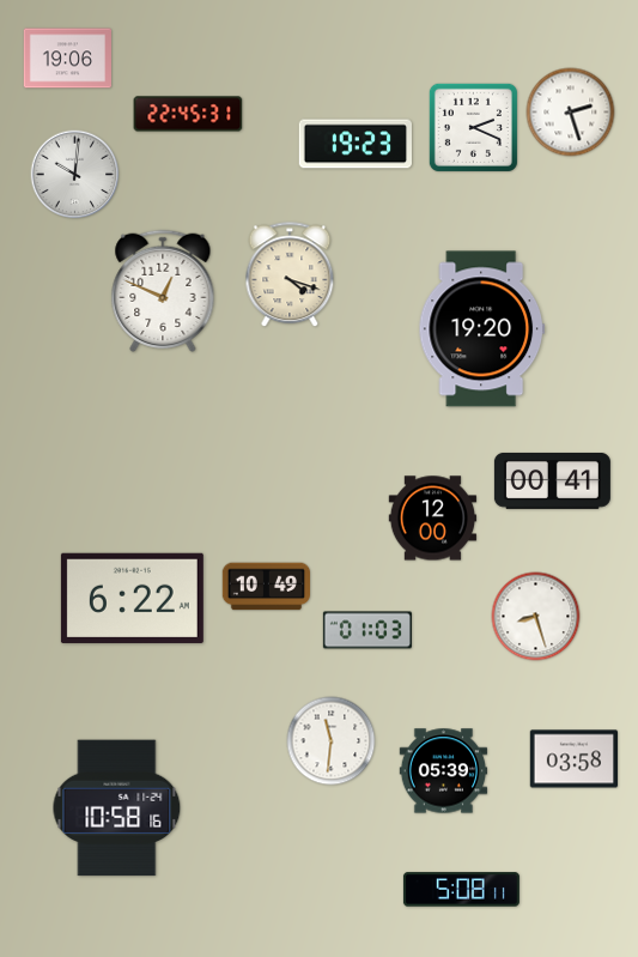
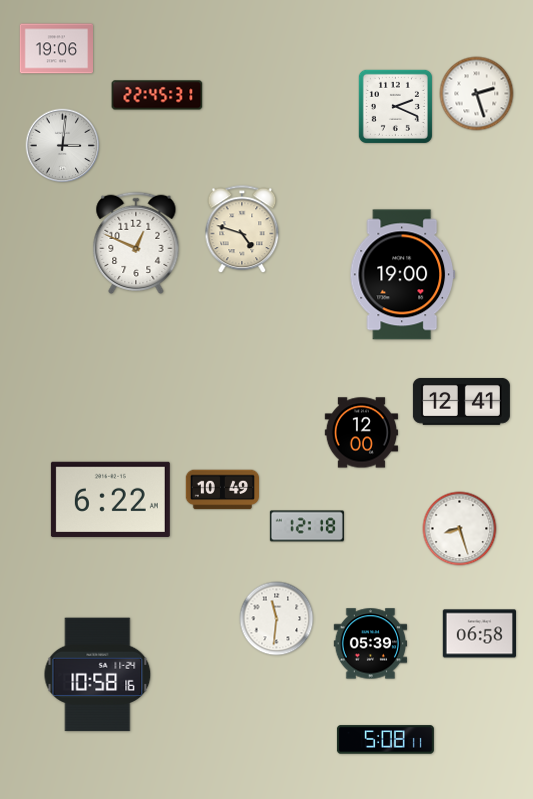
clock at (354, 144): 19:23 -> none
clock at (75, 175): 10:01 -> 3:01
clock at (290, 275): 4:18 -> 4:48
clock at (481, 329): 19:20 -> 19:00
clock at (552, 480): 00:41 -> 12:41
clock at (536, 617) position: (536, 617) -> (460, 529)
clock at (367, 630): 01:03 -> 12:18
clock at (573, 759): 03:58 -> 06:58
clock at (461, 890) position: (461, 890) -> (385, 740)
